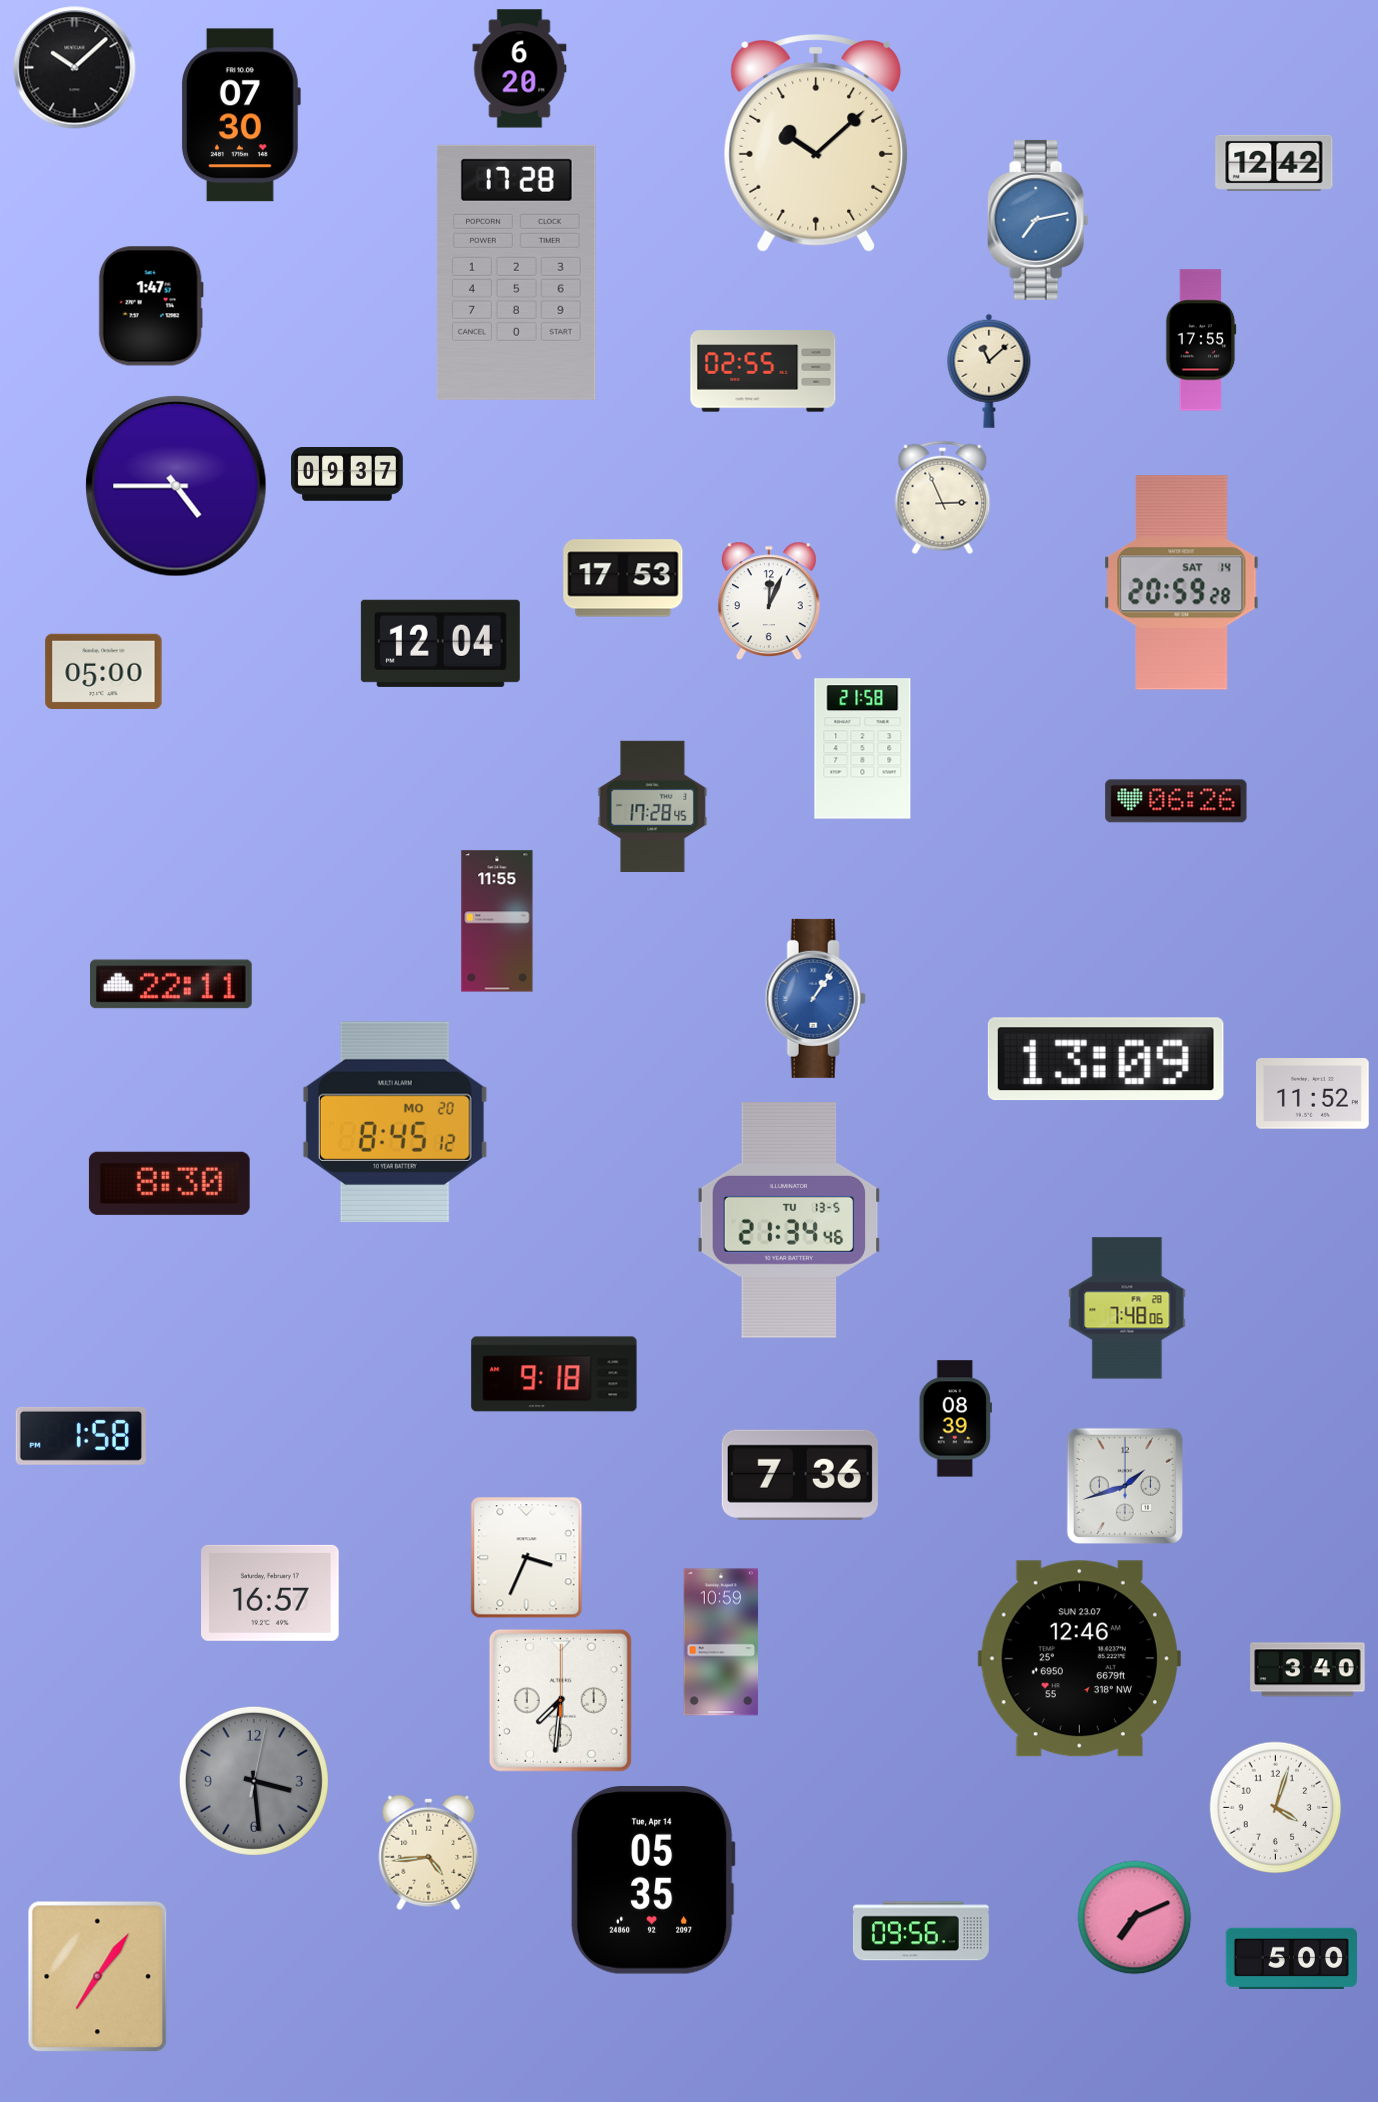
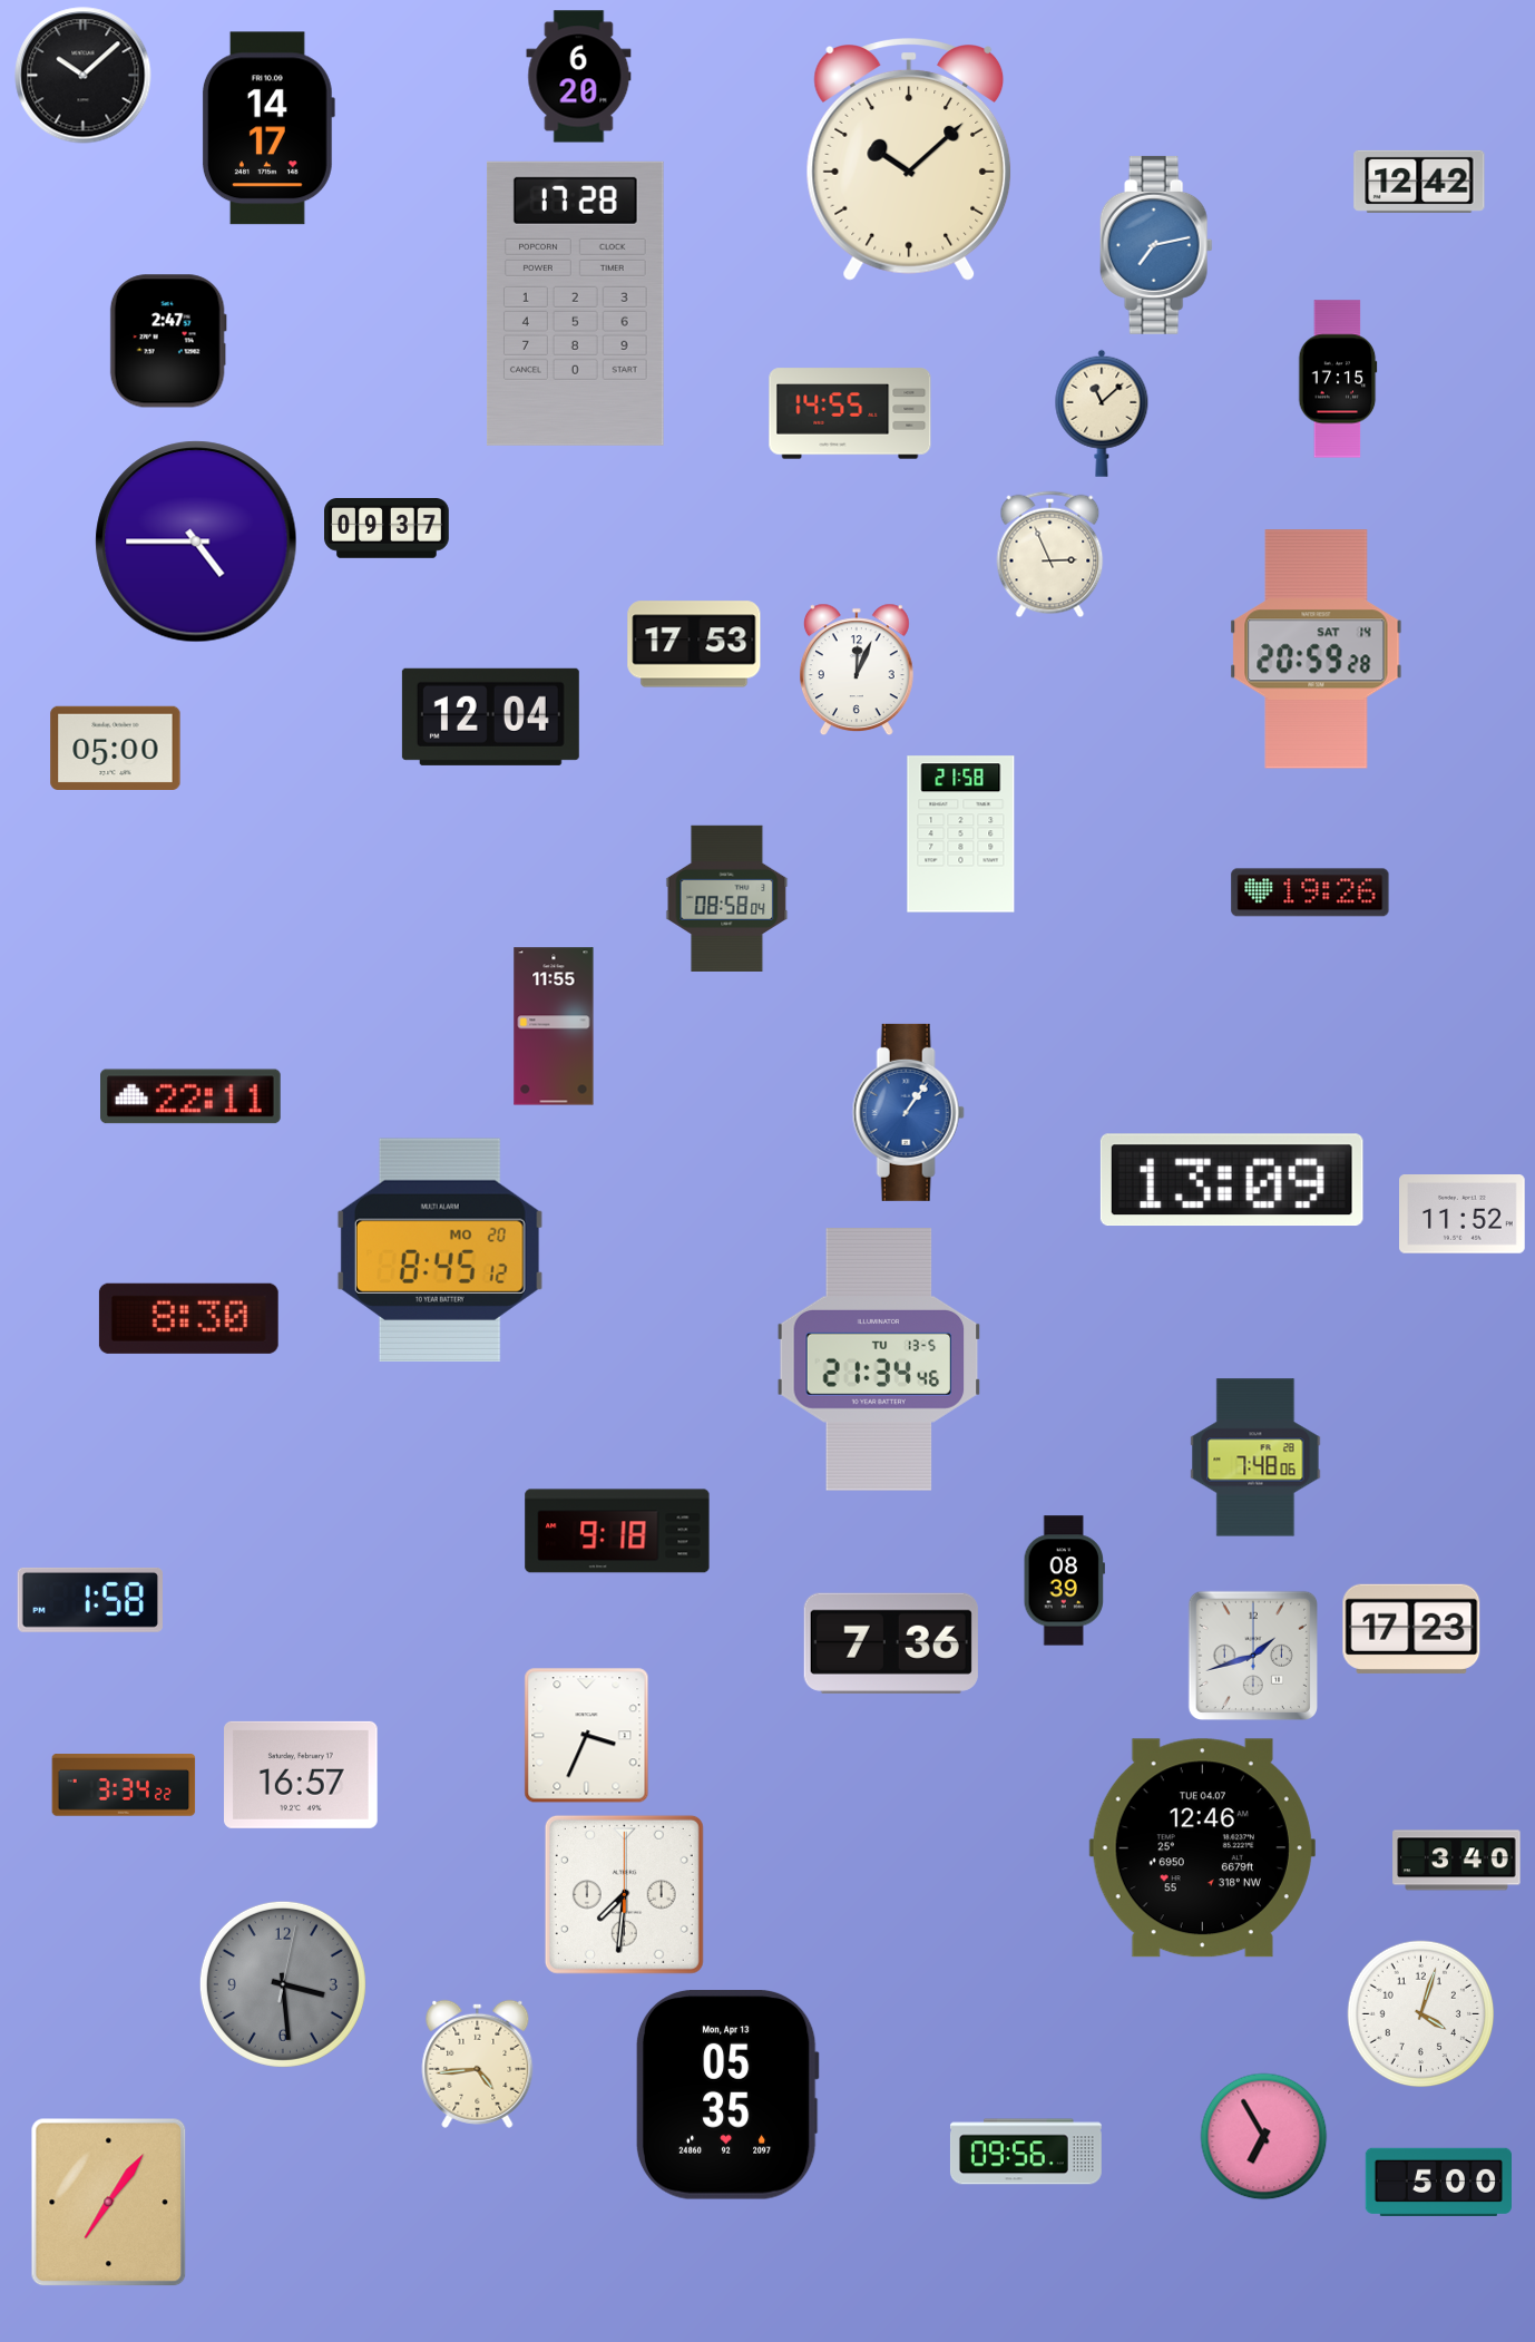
clock at (240, 115): 07:30 -> 14:17
clock at (151, 306): 1:47 -> 2:47
clock at (1201, 340): 17:55 -> 17:15
clock at (763, 371): 02:55 -> 14:55
clock at (1176, 801): 06:26 -> 19:26
clock at (653, 806): 17:28 -> 08:58
clock at (1313, 1094) position: (1313, 1094) -> (1463, 1214)
clock at (1411, 1629): none -> 17:23
clock at (124, 1785): none -> 3:34
clock at (721, 1642): 10:59 -> none
clock at (1079, 1659) date: SUN 23.07 -> TUE 04.07
clock at (653, 1881) date: Tue, Apr 14 -> Mon, Apr 13
clock at (1135, 1918): 7:11 -> 6:55
